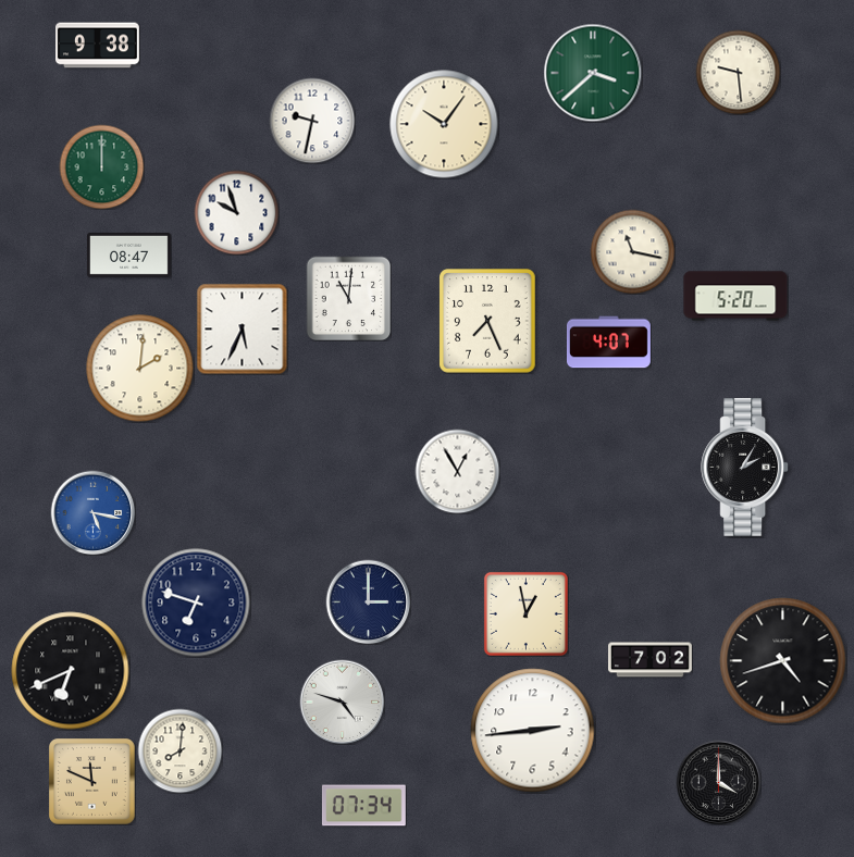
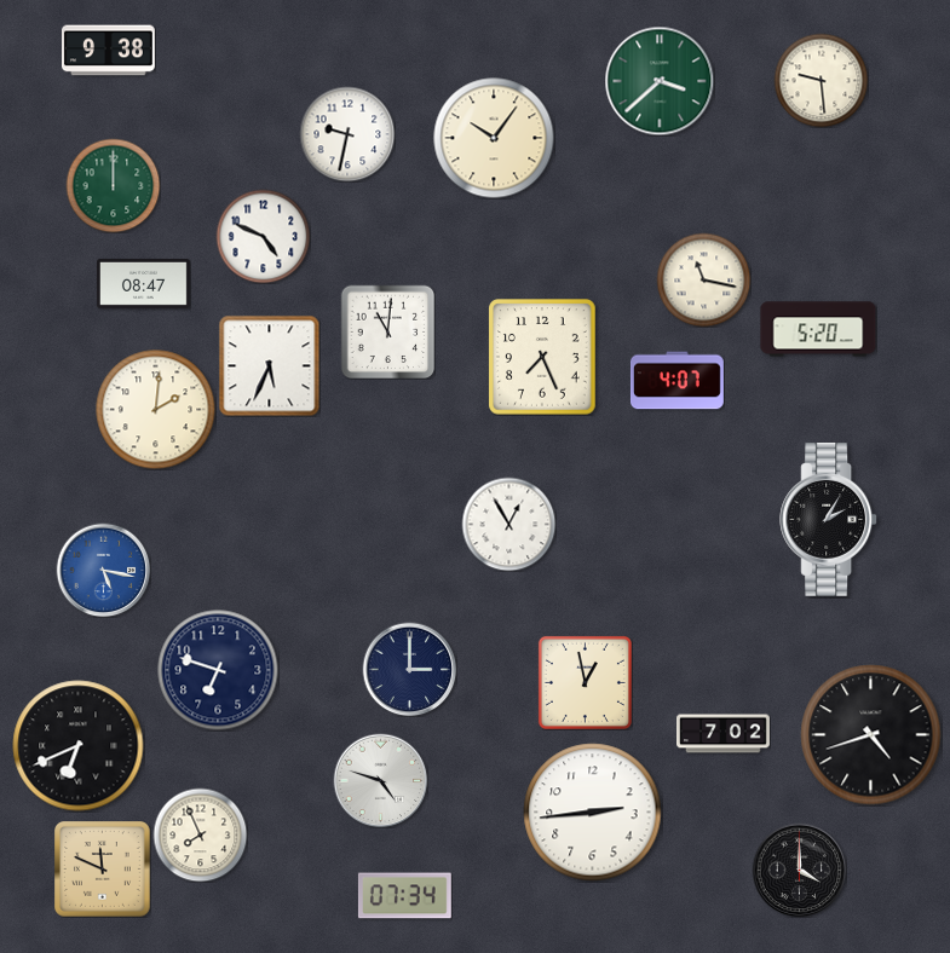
clock at (236, 212): 9:57 -> 4:49
clock at (180, 750): 8:01 -> 7:56
